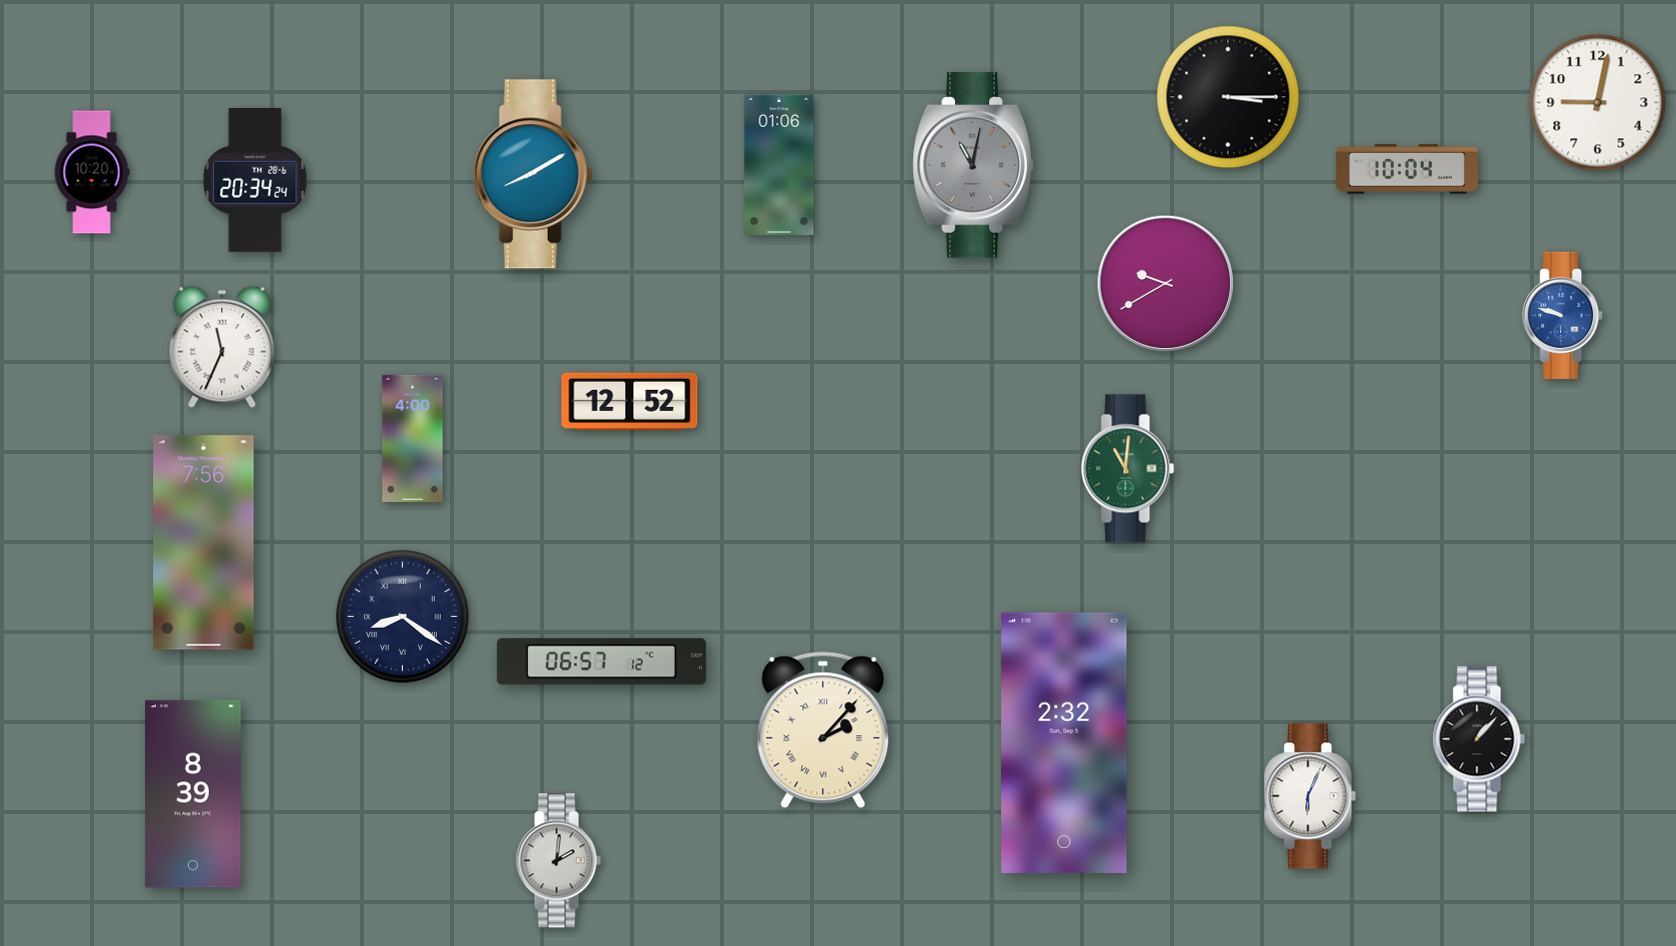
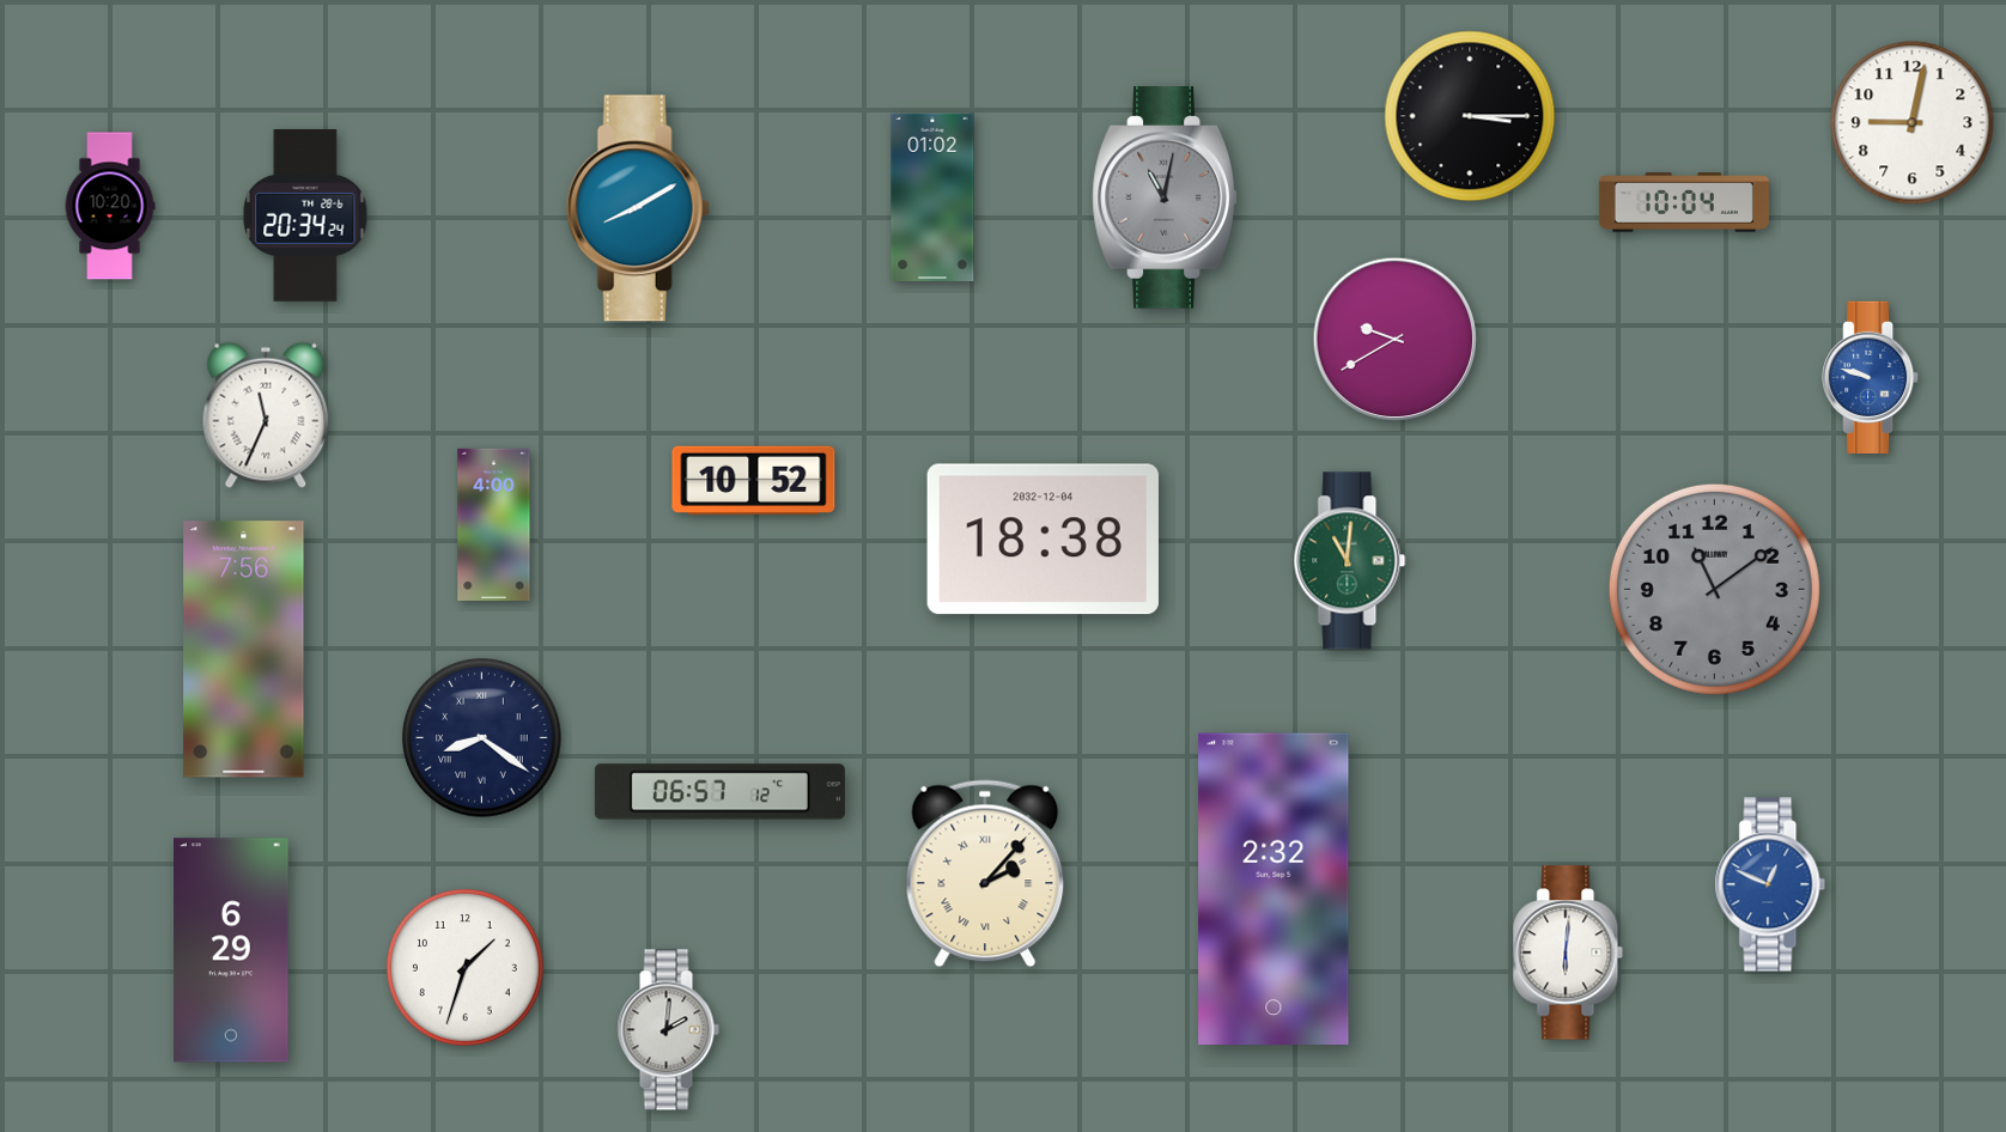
clock at (779, 164): 01:06 -> 01:02
clock at (630, 401): 12:52 -> 10:52
clock at (1042, 540): none -> 18:38
clock at (1714, 589): none -> 11:09
clock at (1479, 739): 1:07 -> 12:49
clock at (1479, 739) dial: black -> blue
clock at (194, 794): 8:39 -> 6:29
clock at (1310, 796): 6:04 -> 6:01
clock at (464, 967): none -> 1:33
